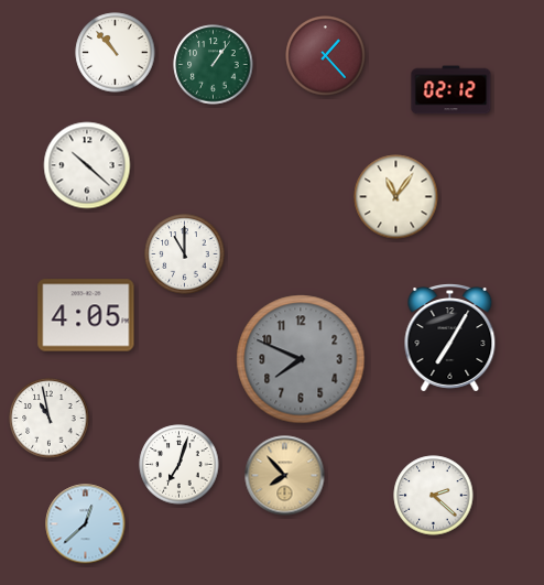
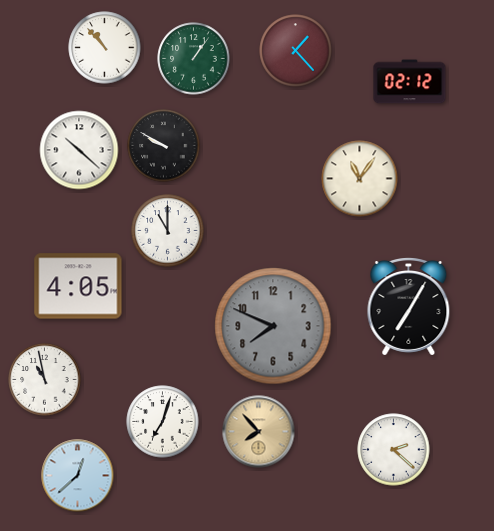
clock at (164, 146): none -> 9:50
